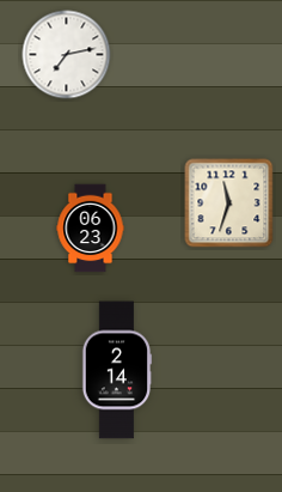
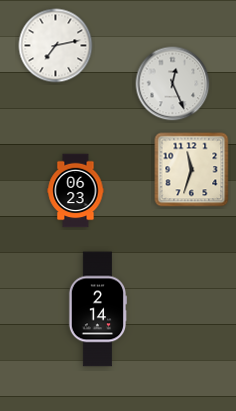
clock at (173, 84): none -> 12:26
